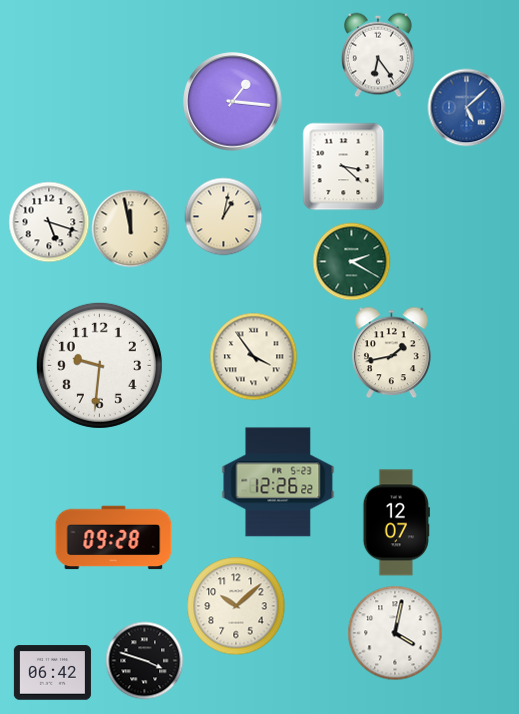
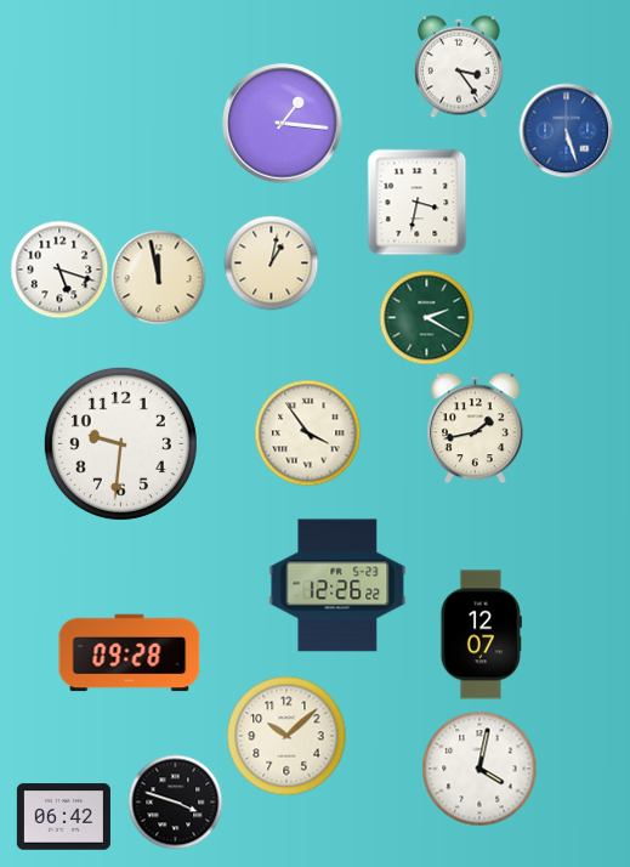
clock at (378, 55): 6:24 -> 3:24
clock at (466, 107): 5:08 -> 5:27
clock at (344, 166): 3:22 -> 3:32
clock at (114, 538) position: (114, 538) -> (130, 653)
